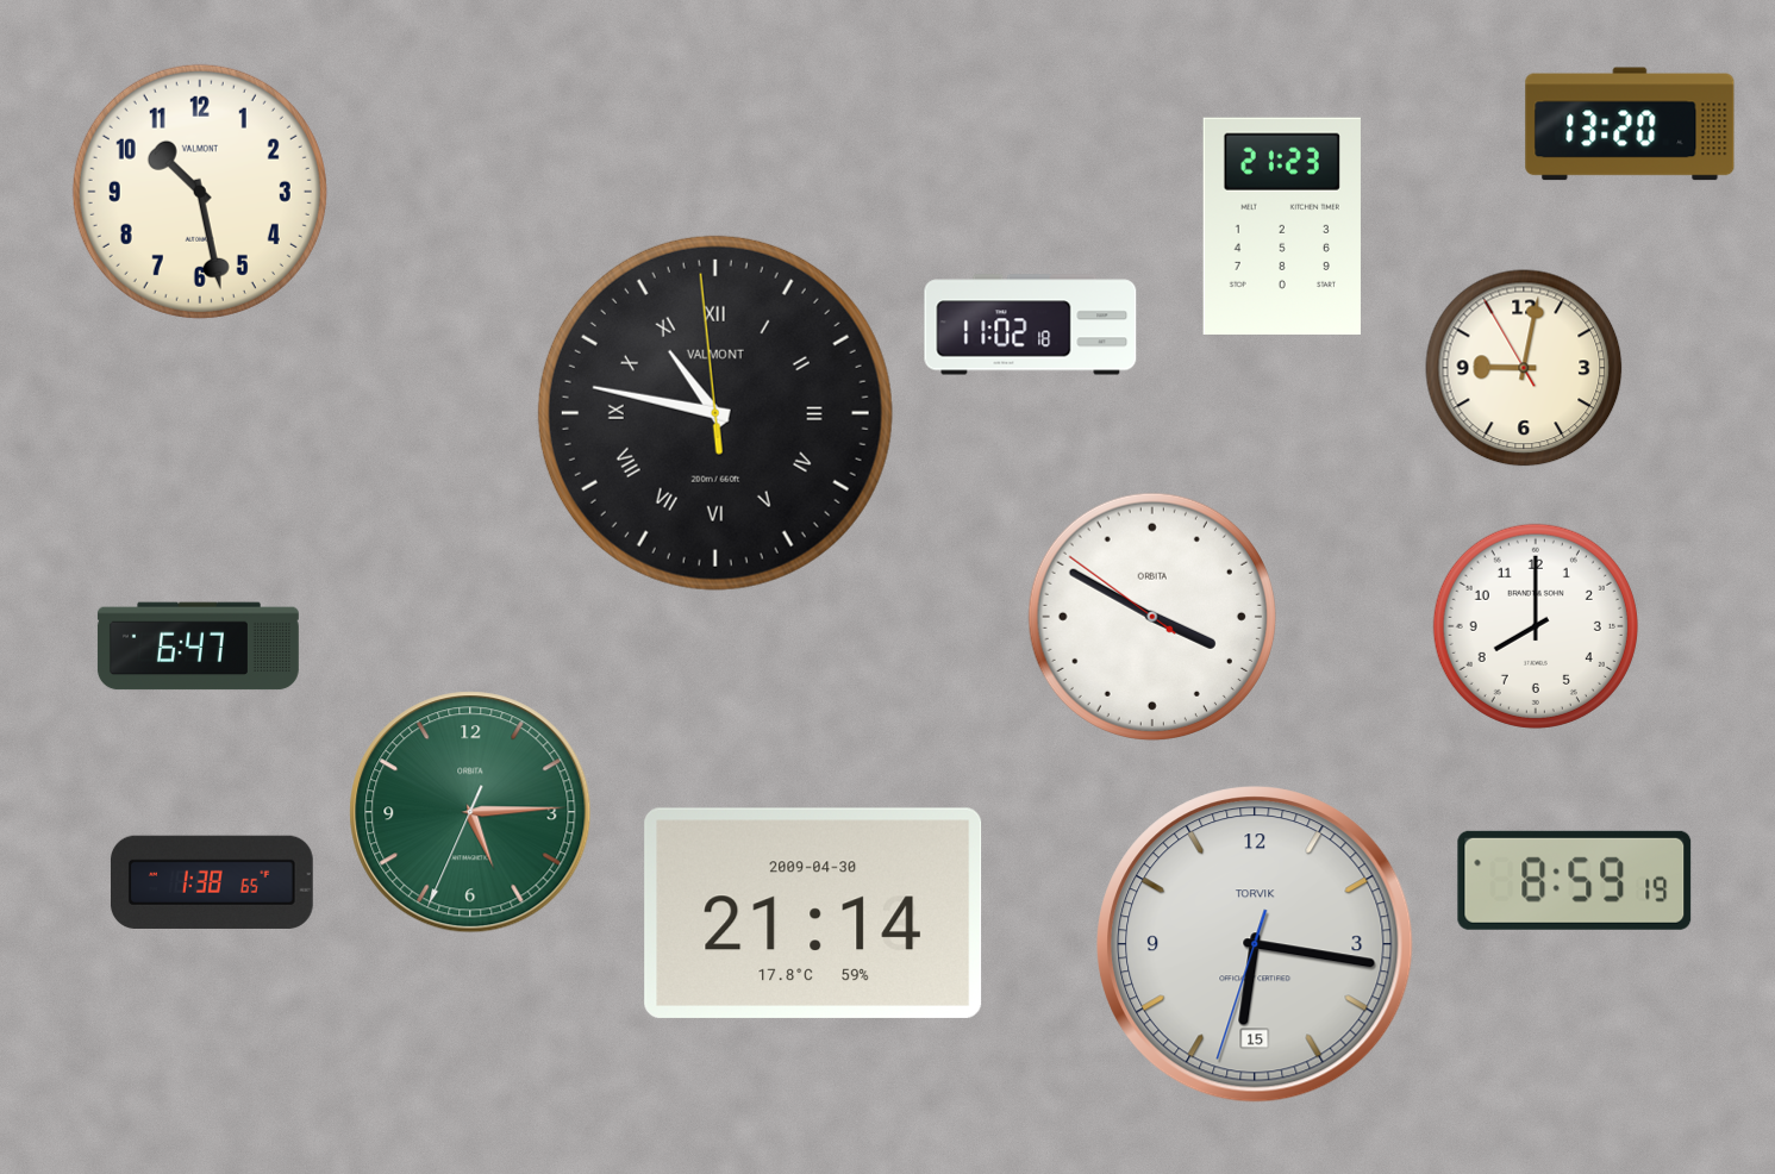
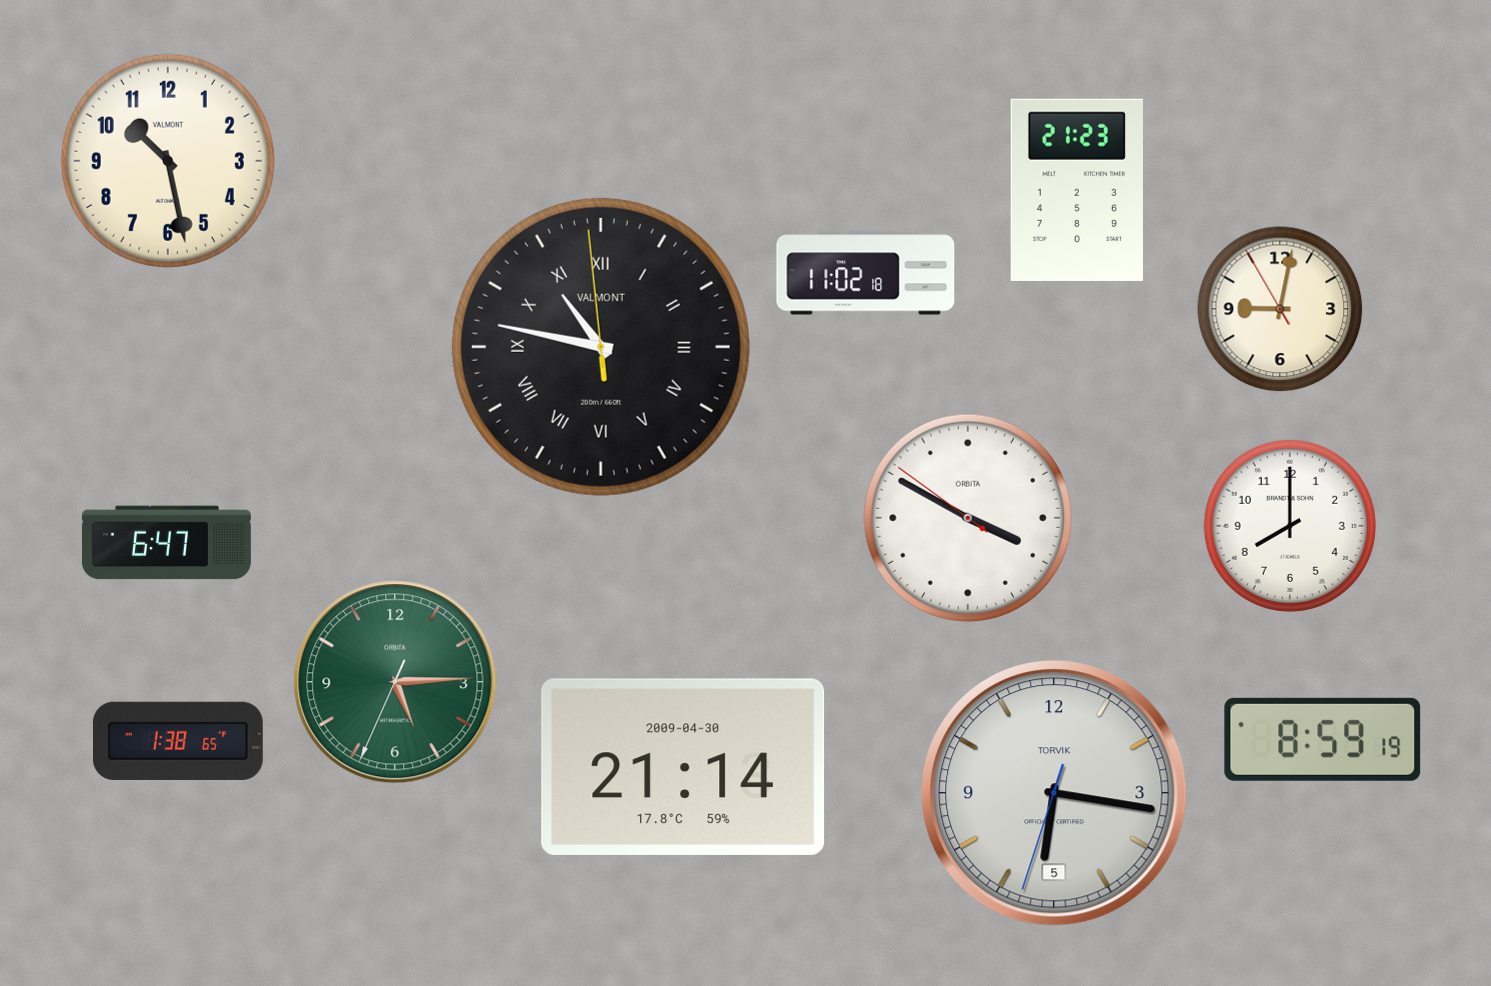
clock at (1630, 124): 13:20 -> none
clock at (1255, 944) date: 15 -> 5
